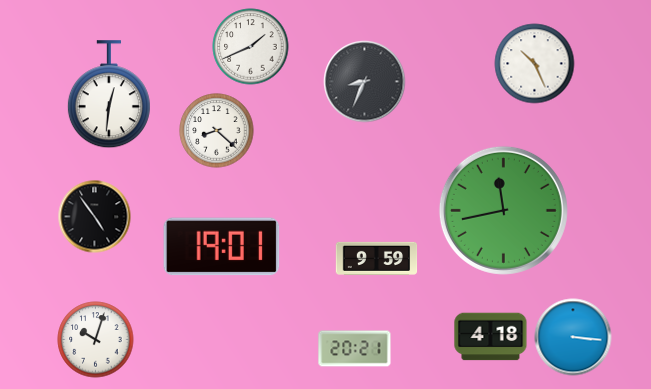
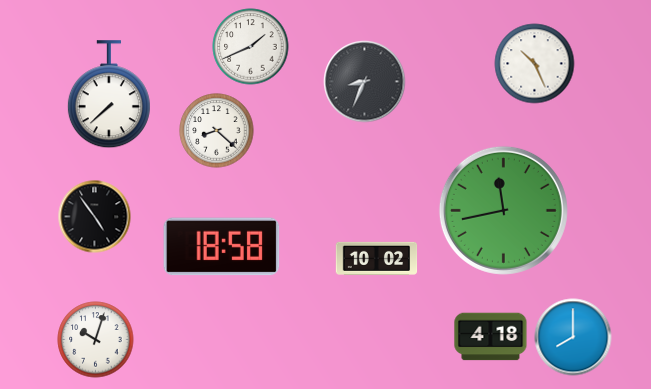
clock at (109, 95): 12:31 -> 7:38
clock at (222, 247): 19:01 -> 18:58
clock at (377, 258): 9:59 -> 10:02
clock at (573, 337): 3:16 -> 8:00
clock at (355, 349): 20:21 -> none
